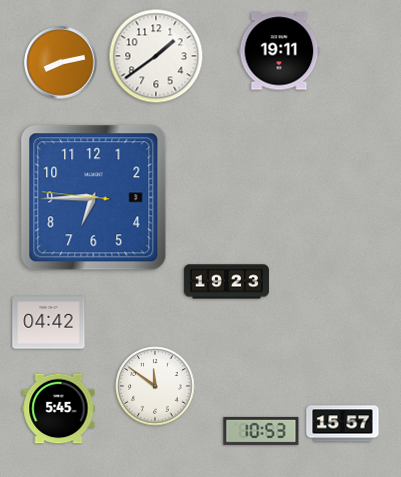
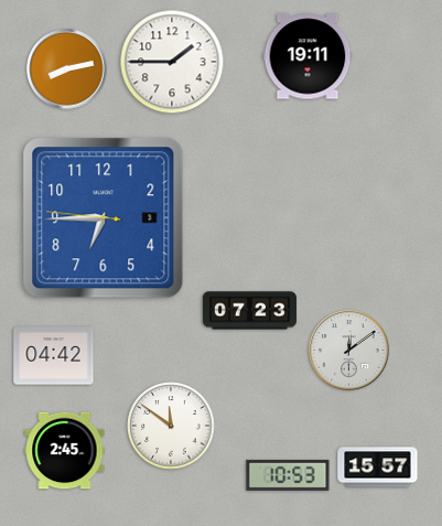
clock at (156, 56): 1:39 -> 1:45
clock at (226, 282): 19:23 -> 07:23
clock at (349, 351): none -> 12:09
clock at (59, 409): 5:45 -> 2:45
